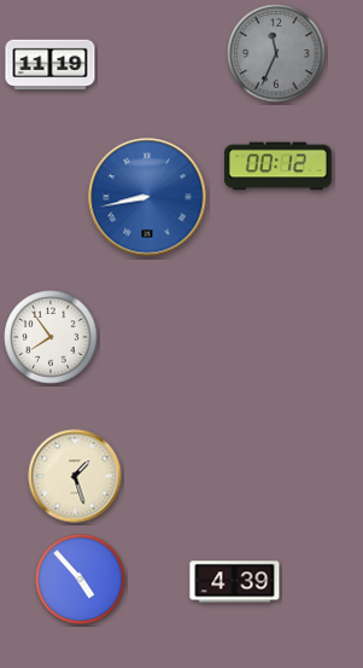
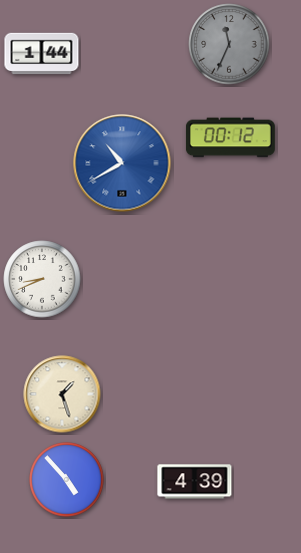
clock at (51, 65): 11:19 -> 1:44
clock at (147, 197): 8:43 -> 10:40
clock at (51, 337): 7:54 -> 8:41
